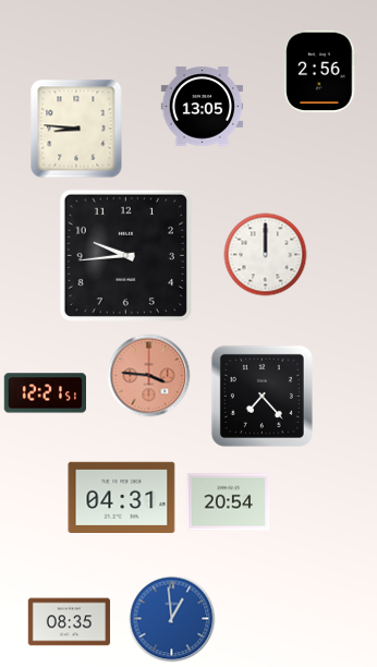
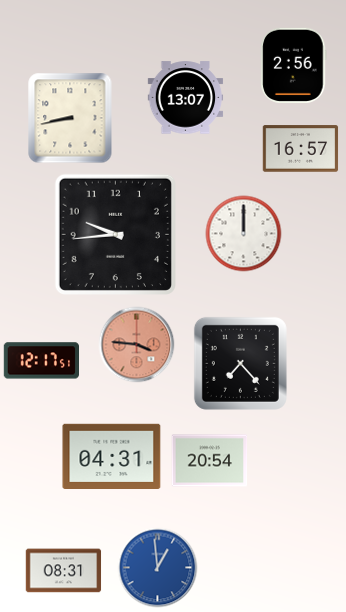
clock at (203, 107): 13:05 -> 13:07
clock at (76, 129): 8:46 -> 8:43
clock at (301, 149): none -> 16:57
clock at (45, 393): 12:21 -> 12:17
clock at (70, 622): 08:35 -> 08:31
